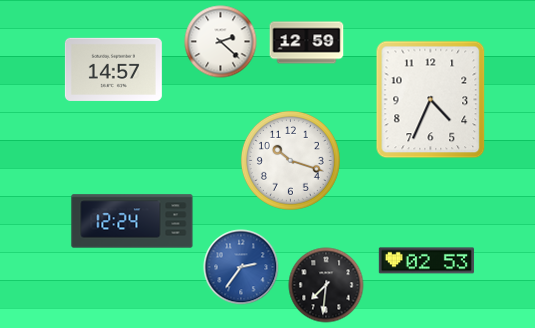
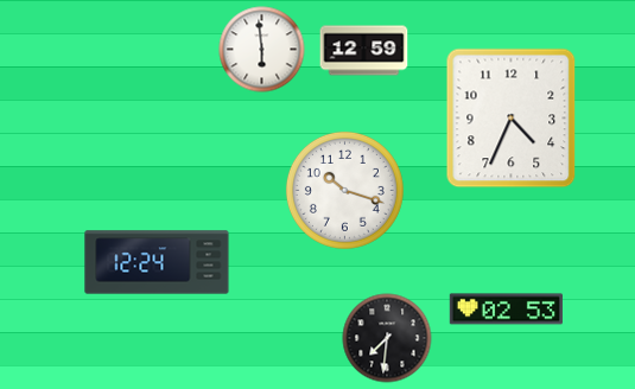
clock at (221, 42): 2:22 -> 5:59
clock at (113, 69): 14:57 -> none
clock at (241, 267): 2:36 -> none
